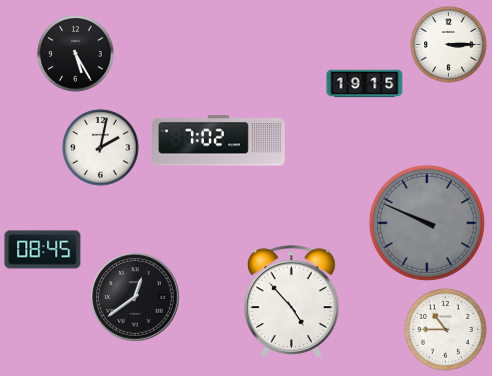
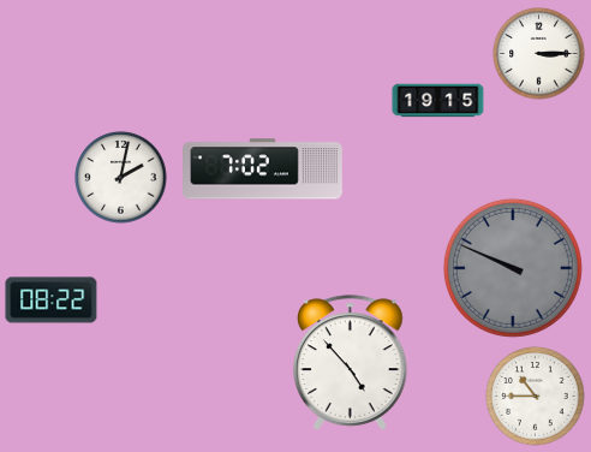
clock at (76, 54): 5:25 -> none
clock at (43, 250): 08:45 -> 08:22
clock at (135, 297): 12:39 -> none
